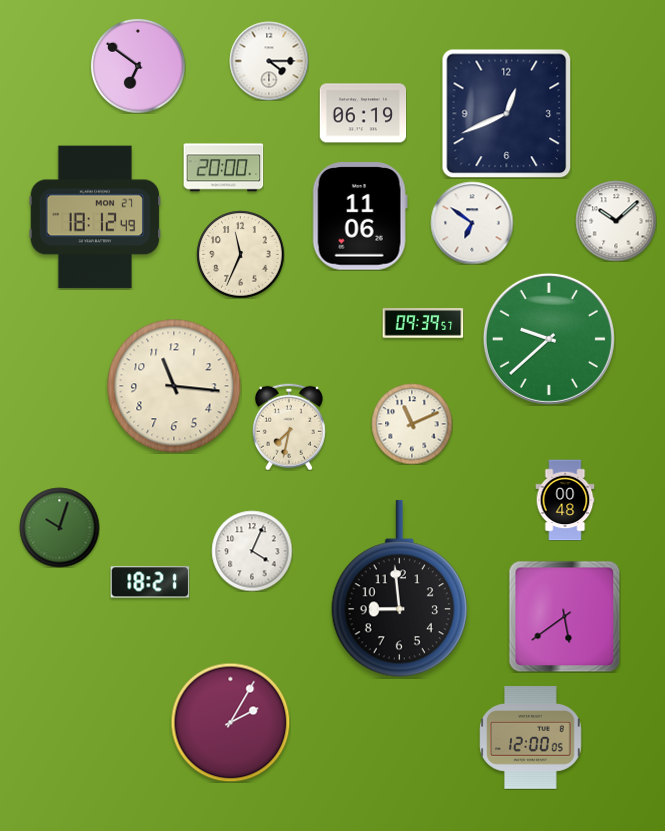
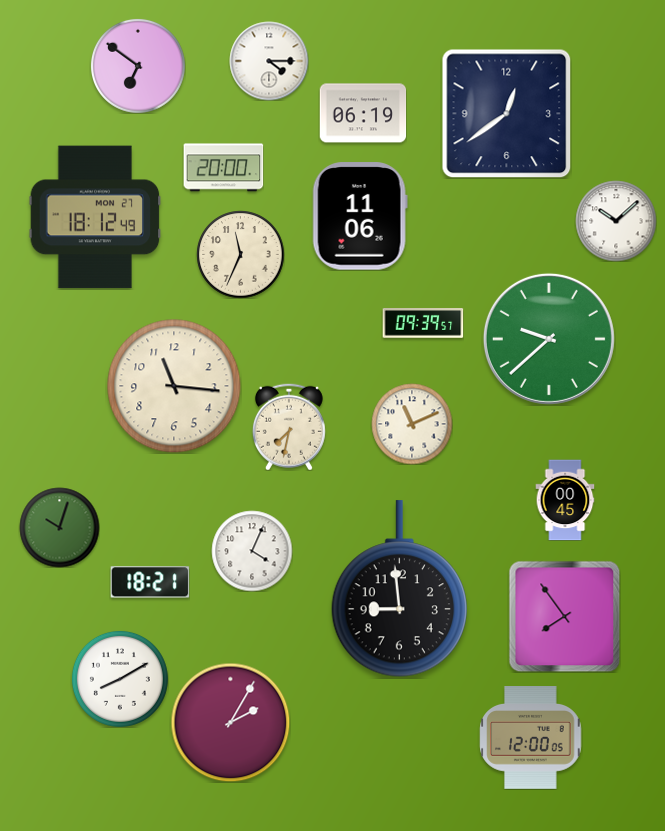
clock at (506, 113): 12:41 -> 12:39
clock at (472, 223): 6:51 -> none
clock at (565, 500): 00:48 -> 00:45
clock at (564, 616): 5:39 -> 7:54
clock at (120, 679): none -> 8:10
